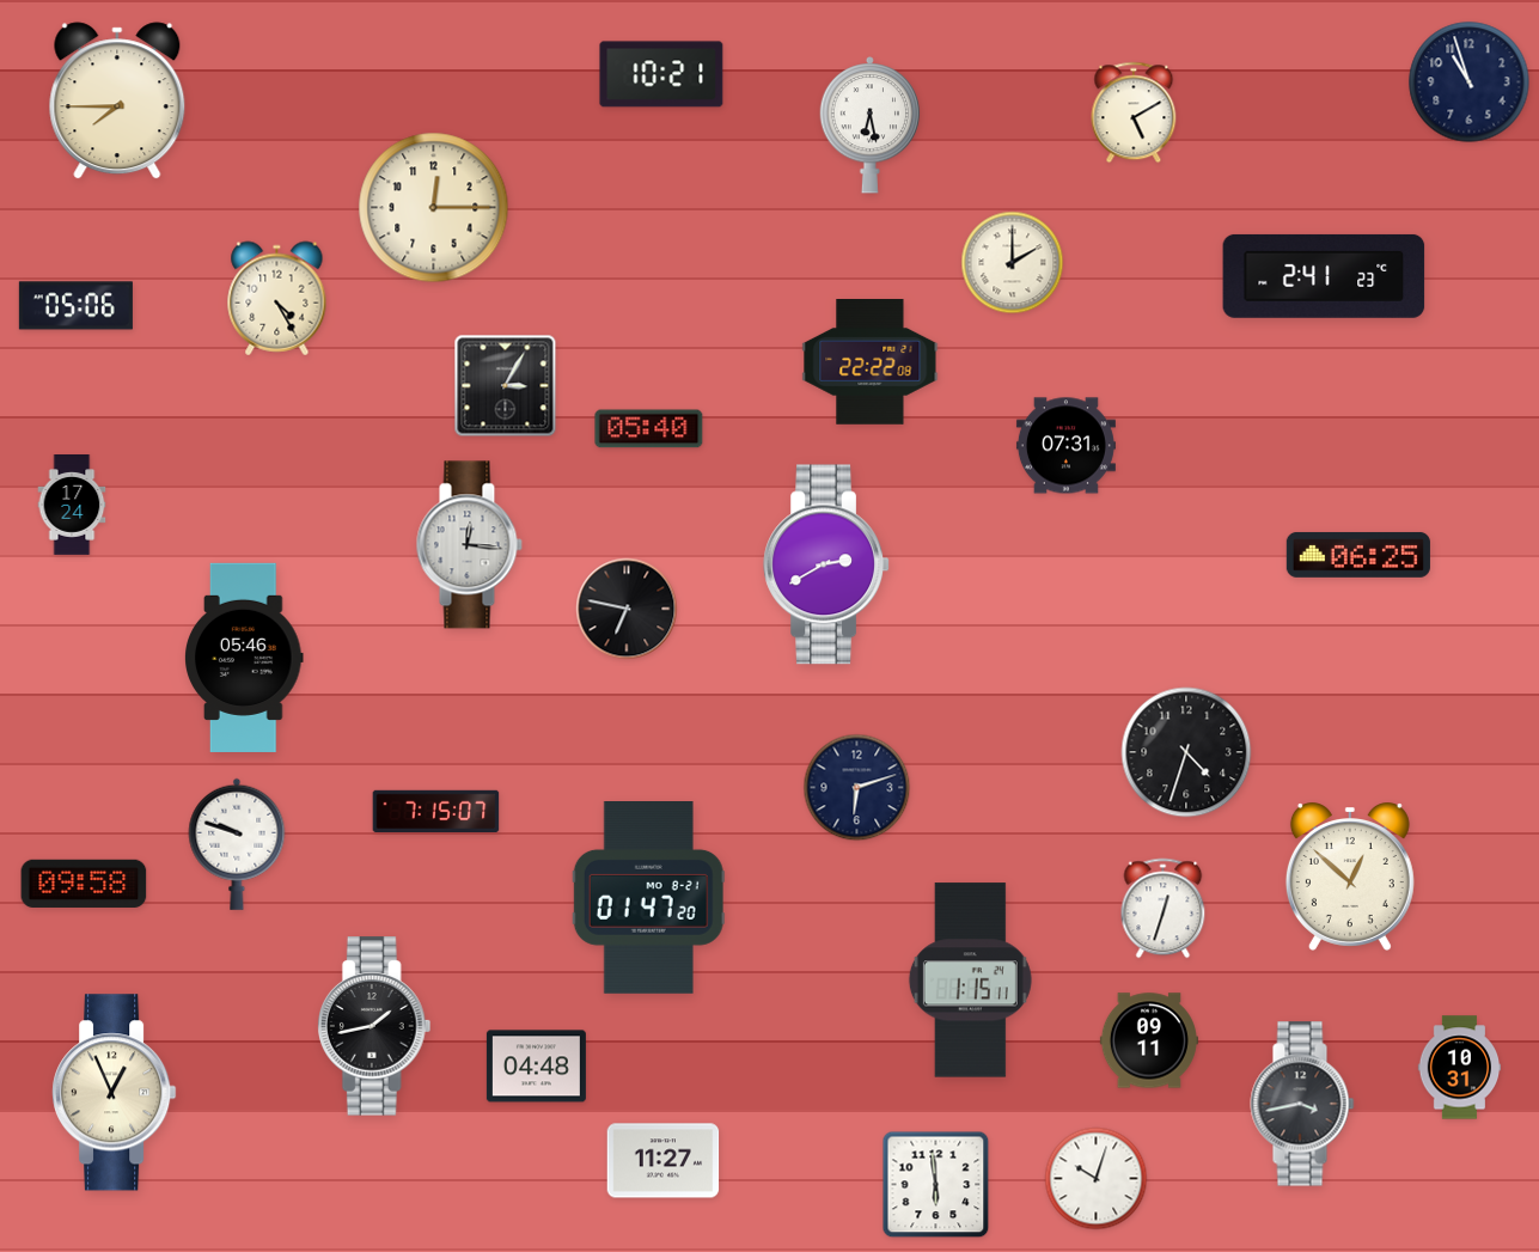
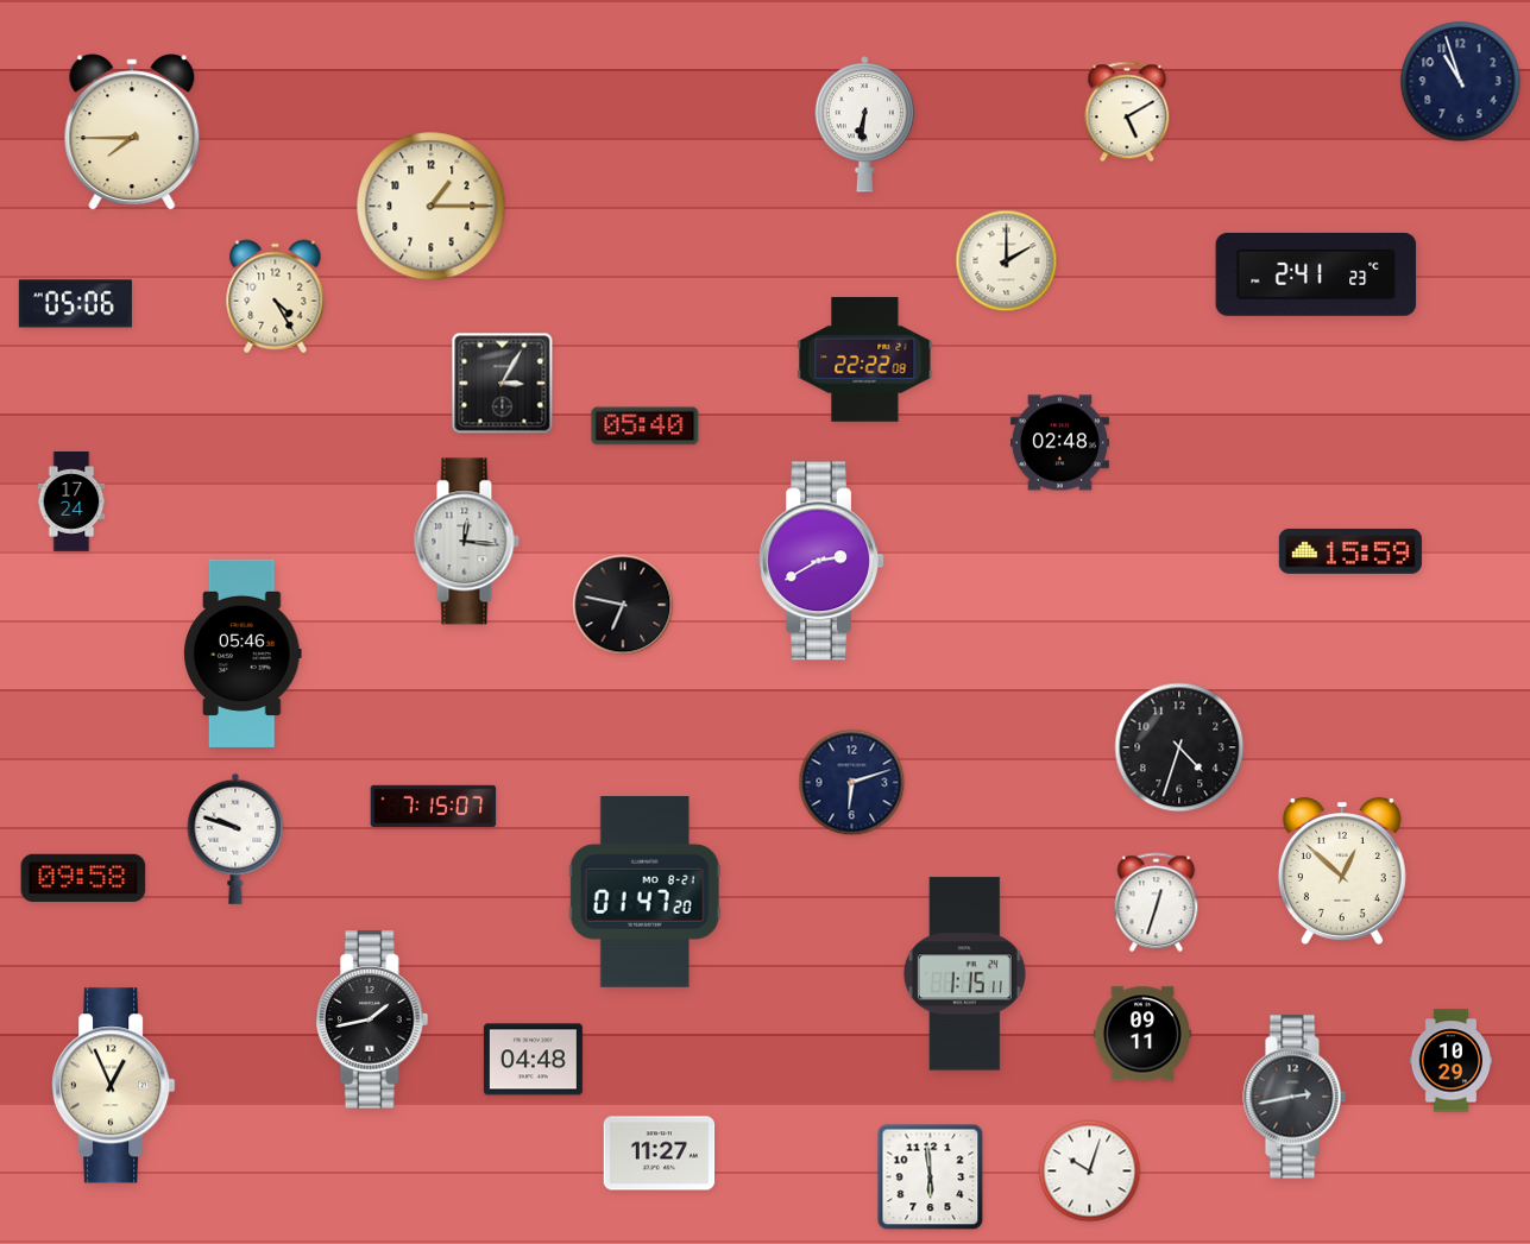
clock at (661, 74): 10:21 -> none
clock at (117, 100) position: (117, 100) -> (132, 132)
clock at (871, 126): 6:28 -> 6:31
clock at (434, 208): 12:15 -> 1:15
clock at (1065, 446): 07:31 -> 02:48
clock at (1358, 555): 06:25 -> 15:59
clock at (1460, 1068): 10:31 -> 10:29
clock at (1302, 1104): 3:43 -> 2:43
